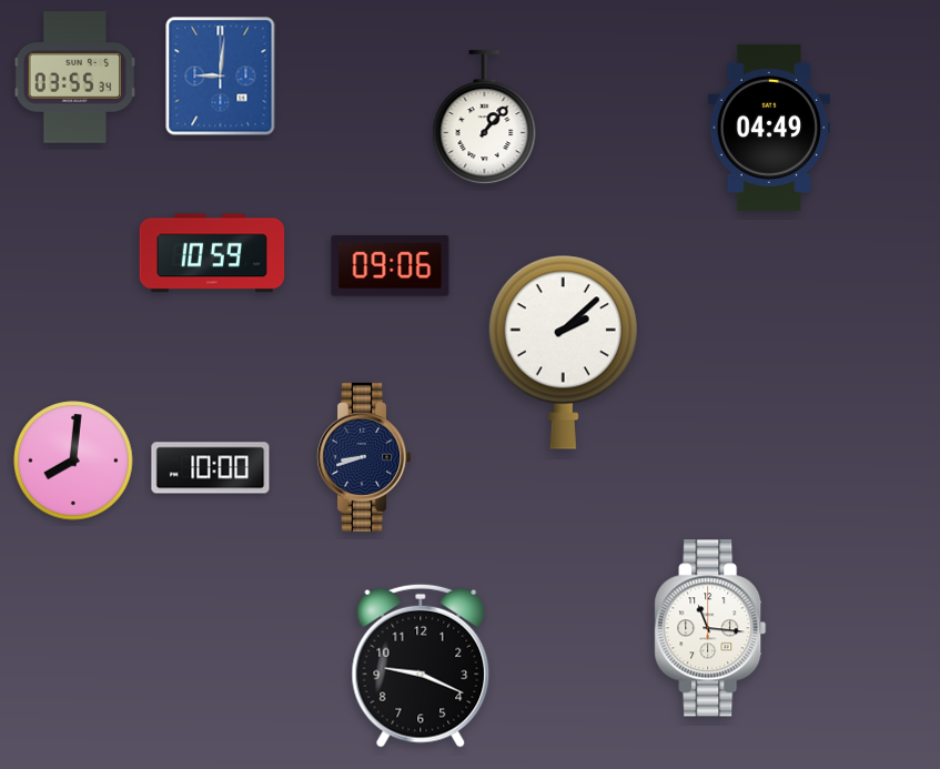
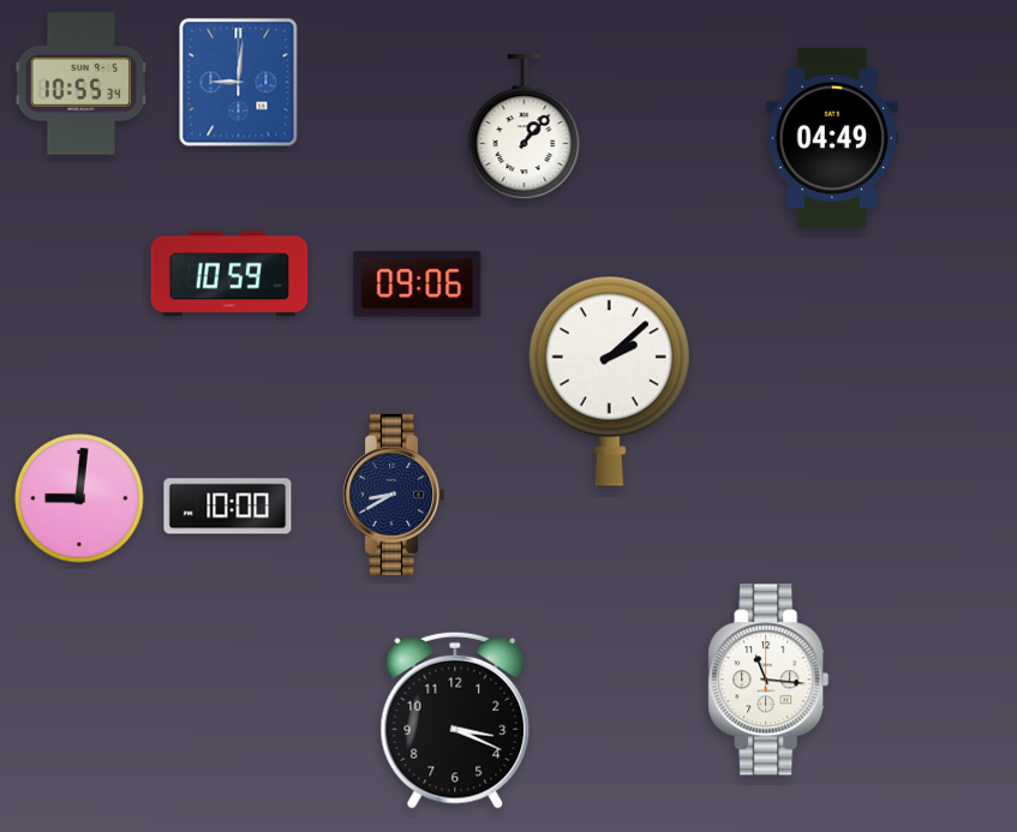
clock at (74, 78): 03:55 -> 10:55
clock at (391, 266) position: (391, 266) -> (418, 285)
clock at (363, 457): 8:42 -> 8:40
clock at (73, 461): 8:01 -> 9:01
clock at (421, 666): 9:19 -> 3:19
